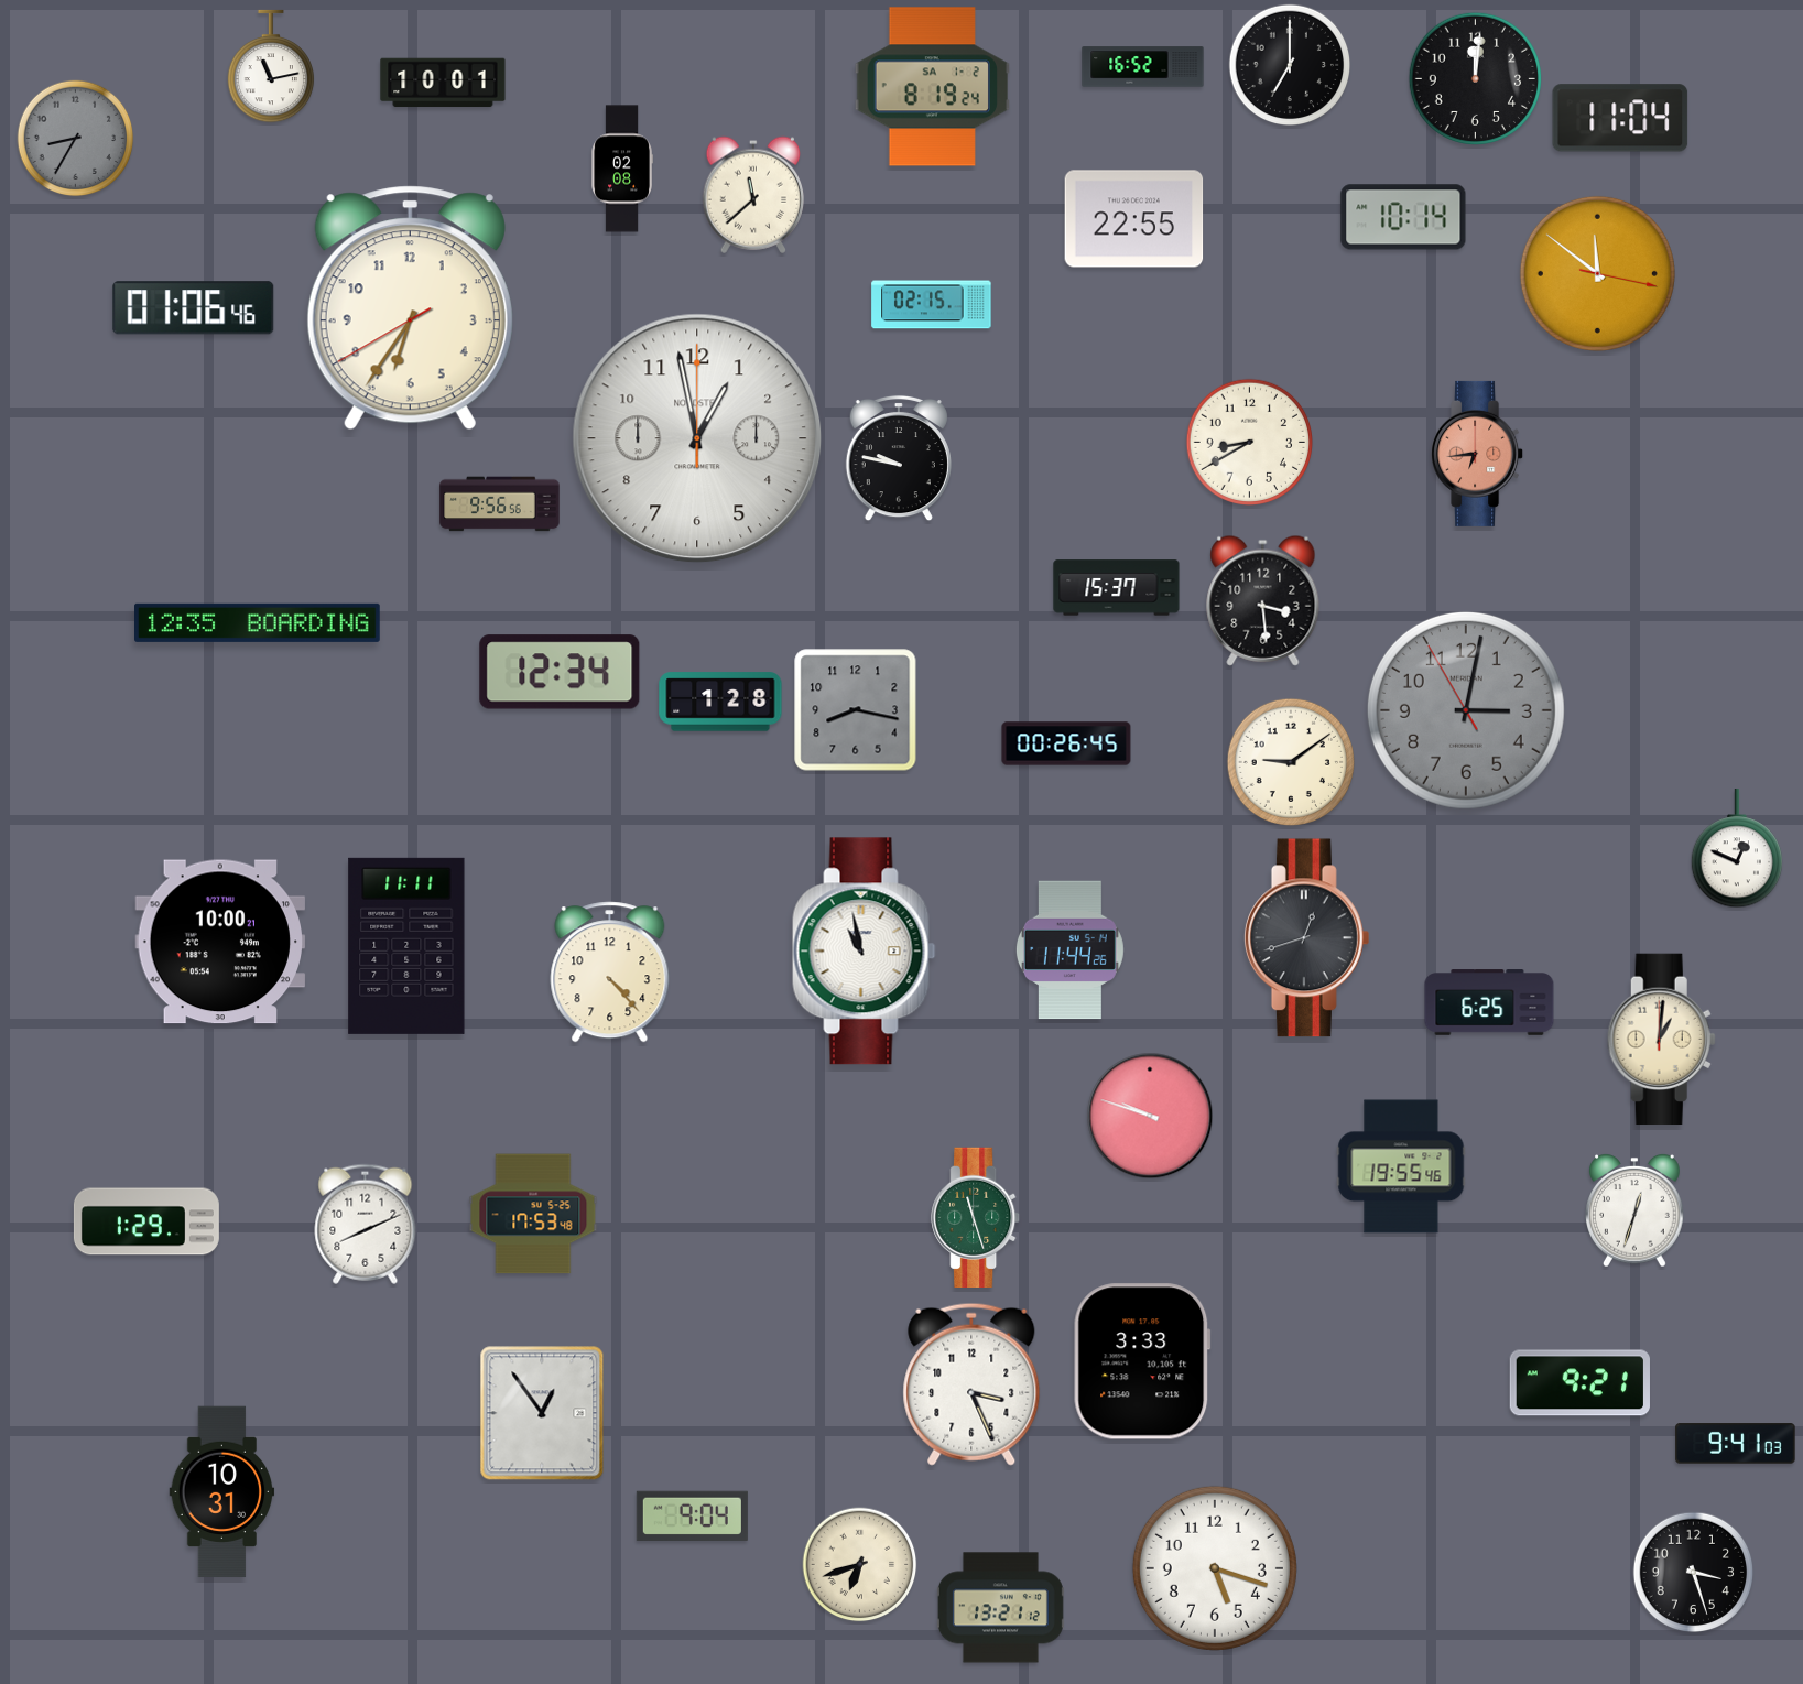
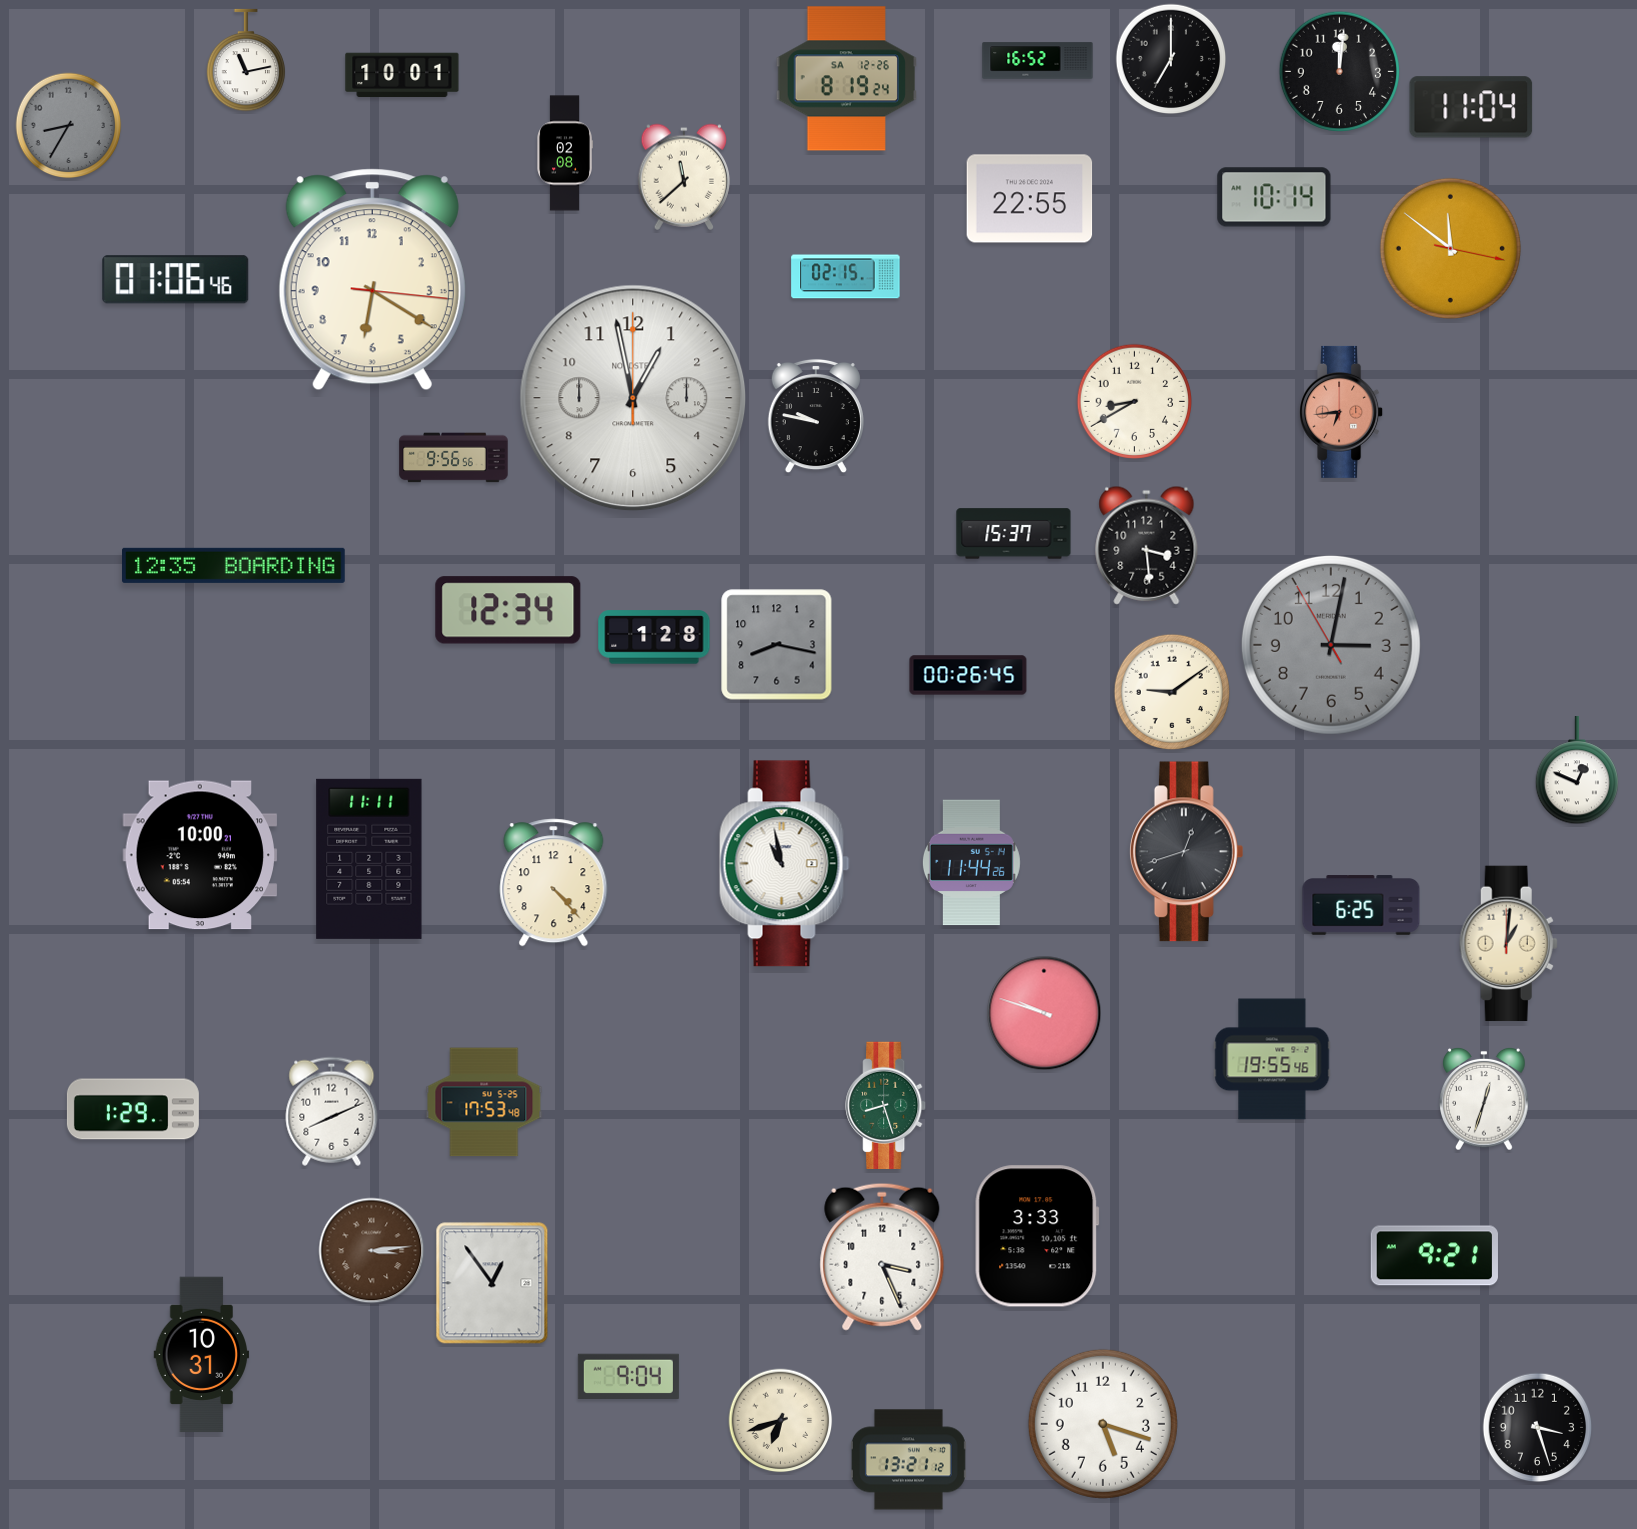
clock at (932, 87) date: SA 1-2 -> SA 12-26
clock at (410, 308): 6:35 -> 6:20
clock at (1489, 1002) position: (1489, 1002) -> (1361, 905)
clock at (976, 1217): 11:27 -> 8:27
clock at (372, 1251): none -> 3:14
clock at (1736, 1444): 9:41 -> none
